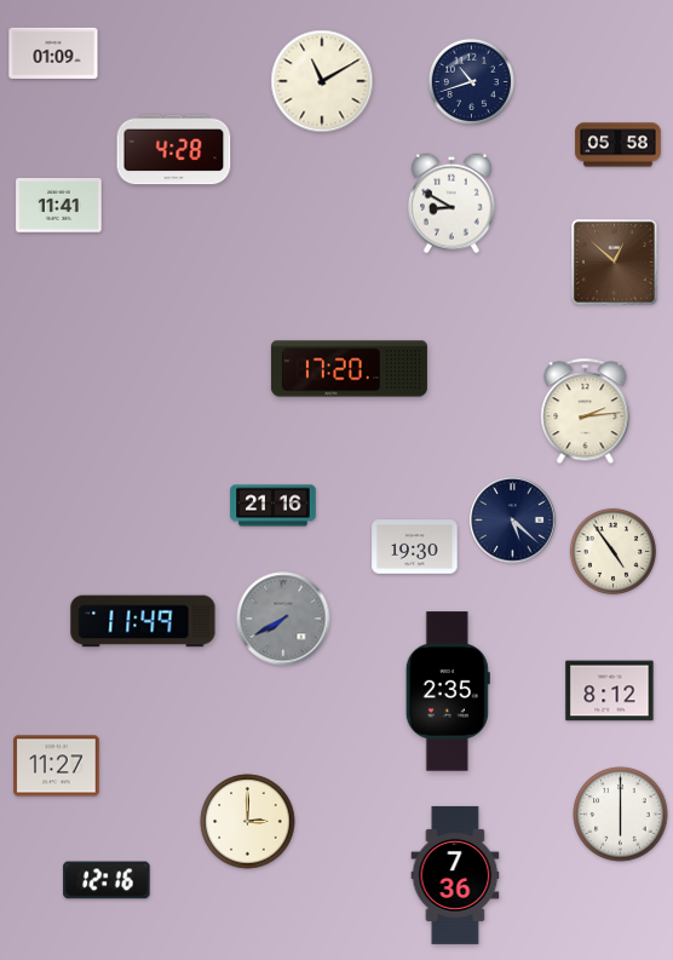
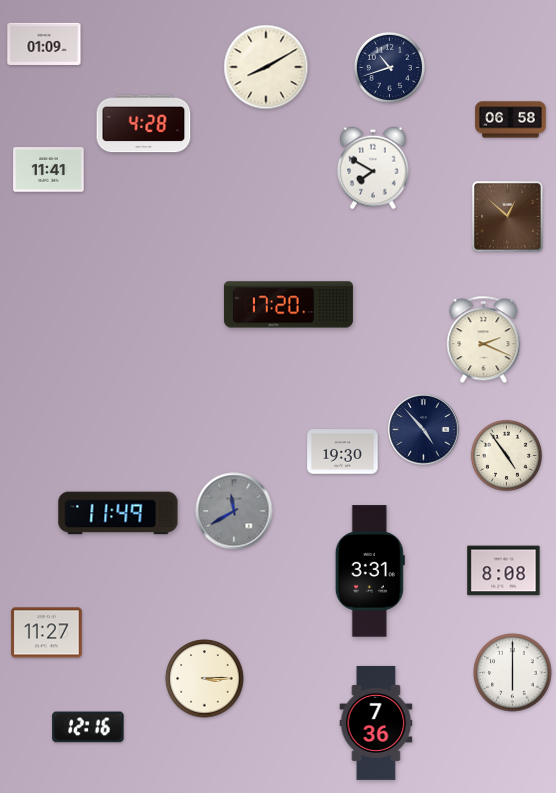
clock at (322, 81): 11:10 -> 8:10
clock at (619, 145): 05:58 -> 06:58
clock at (451, 203): 8:50 -> 7:50
clock at (586, 412): 2:14 -> 2:19
clock at (274, 506): 21:16 -> none
clock at (513, 521): 5:22 -> 4:53
clock at (283, 619): 7:40 -> 11:40
clock at (448, 691): 2:35 -> 3:31
clock at (610, 691): 8:12 -> 8:08
clock at (248, 822): 3:00 -> 3:15
